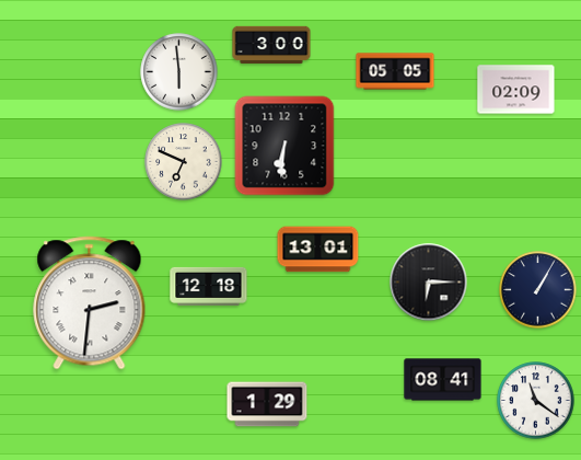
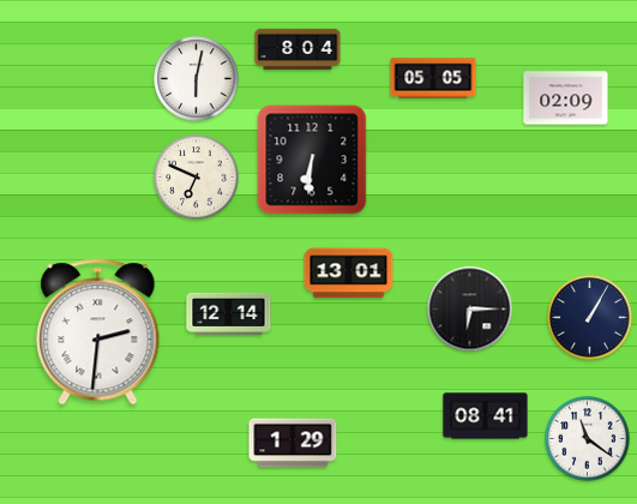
clock at (271, 45): 3:00 -> 8:04
clock at (179, 72): 5:59 -> 6:02
clock at (184, 162) position: (184, 162) -> (197, 178)
clock at (209, 286): 12:18 -> 12:14
